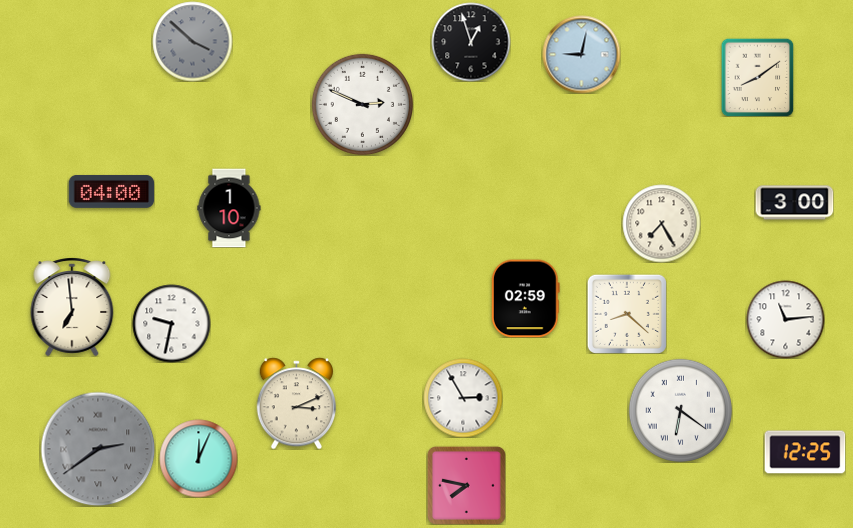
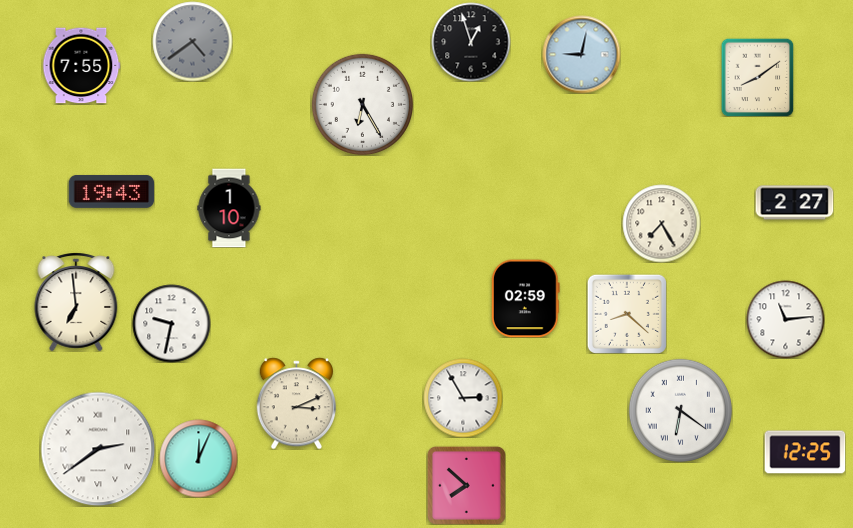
clock at (192, 41): 3:52 -> 4:39
clock at (81, 66): none -> 7:55
clock at (362, 104): 2:49 -> 6:25
clock at (111, 191): 04:00 -> 19:43
clock at (794, 203): 3:00 -> 2:27
clock at (72, 307) position: (72, 307) -> (76, 302)
clock at (98, 449) dial: grey -> white
clock at (466, 485): 7:47 -> 7:52
